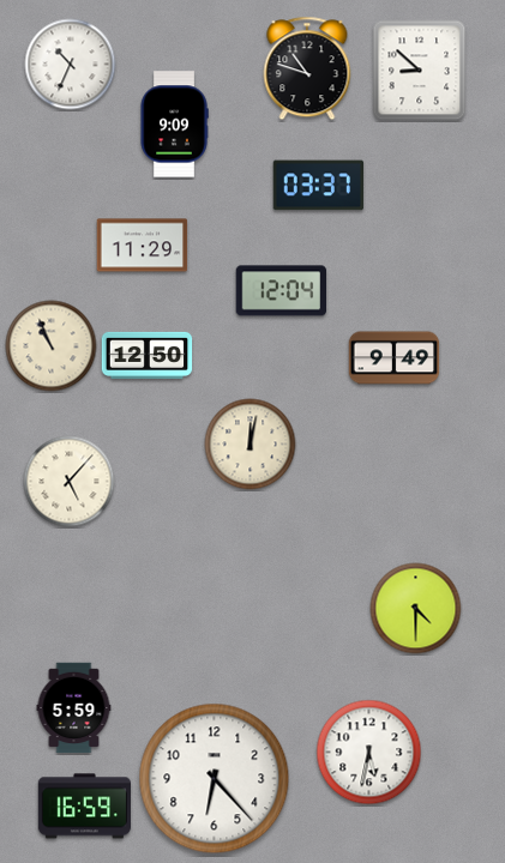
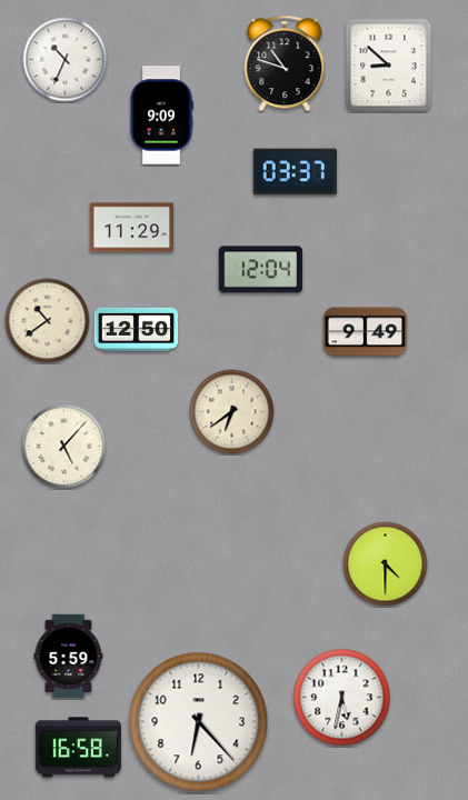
clock at (52, 346): 10:56 -> 10:39
clock at (251, 445): 12:02 -> 6:39
clock at (84, 807): 16:59 -> 16:58
